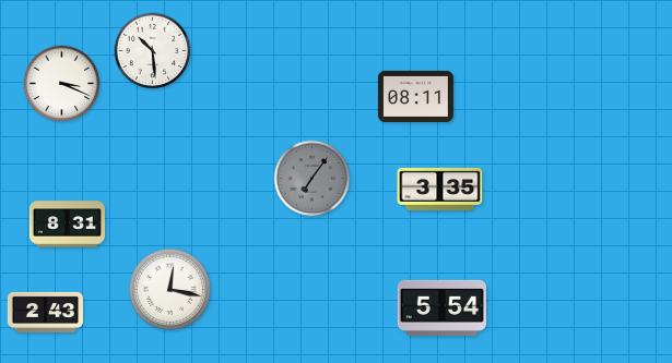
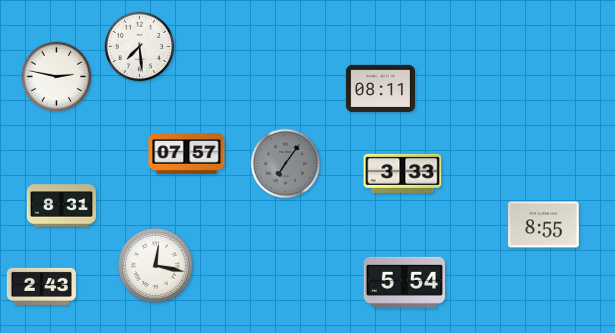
clock at (153, 51): 10:29 -> 7:29
clock at (62, 84): 3:19 -> 2:47
clock at (187, 153): none -> 07:57
clock at (440, 189): 3:35 -> 3:33
clock at (544, 225): none -> 8:55
